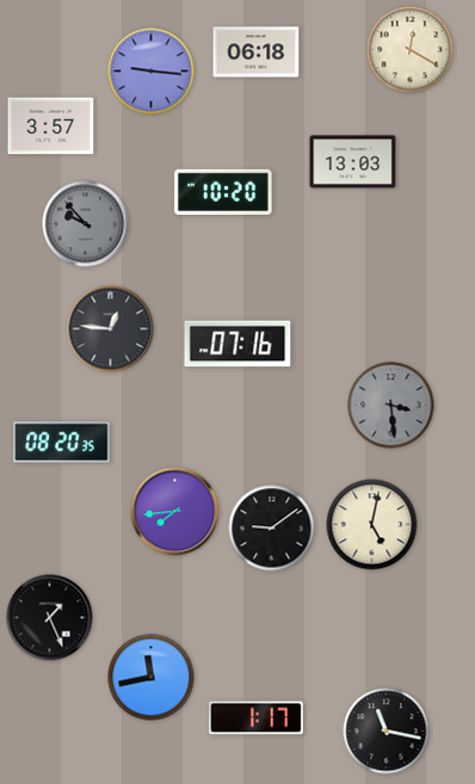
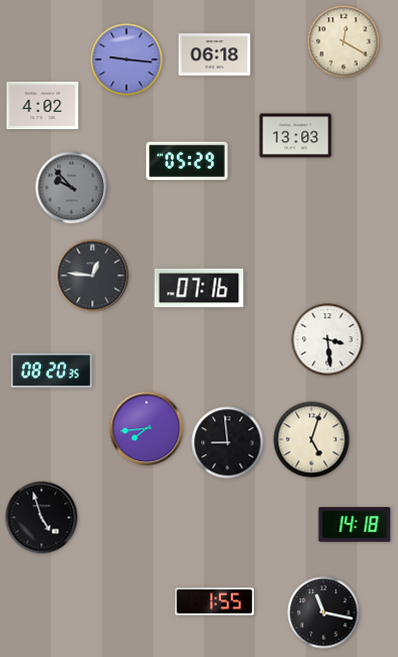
clock at (257, 53) position: (257, 53) -> (215, 55)
clock at (51, 126): 3:57 -> 4:02
clock at (223, 192): 10:20 -> 05:29
clock at (391, 406) dial: grey -> white
clock at (372, 525): 5:02 -> 5:03
clock at (272, 529): 9:09 -> 8:59
clock at (50, 618): 1:26 -> 4:57
clock at (355, 525): none -> 14:18
clock at (152, 678): 11:43 -> none
clock at (255, 718): 1:17 -> 1:55
